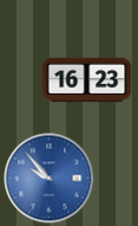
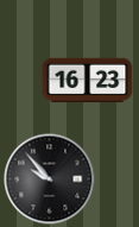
clock at (50, 179) dial: blue -> black
